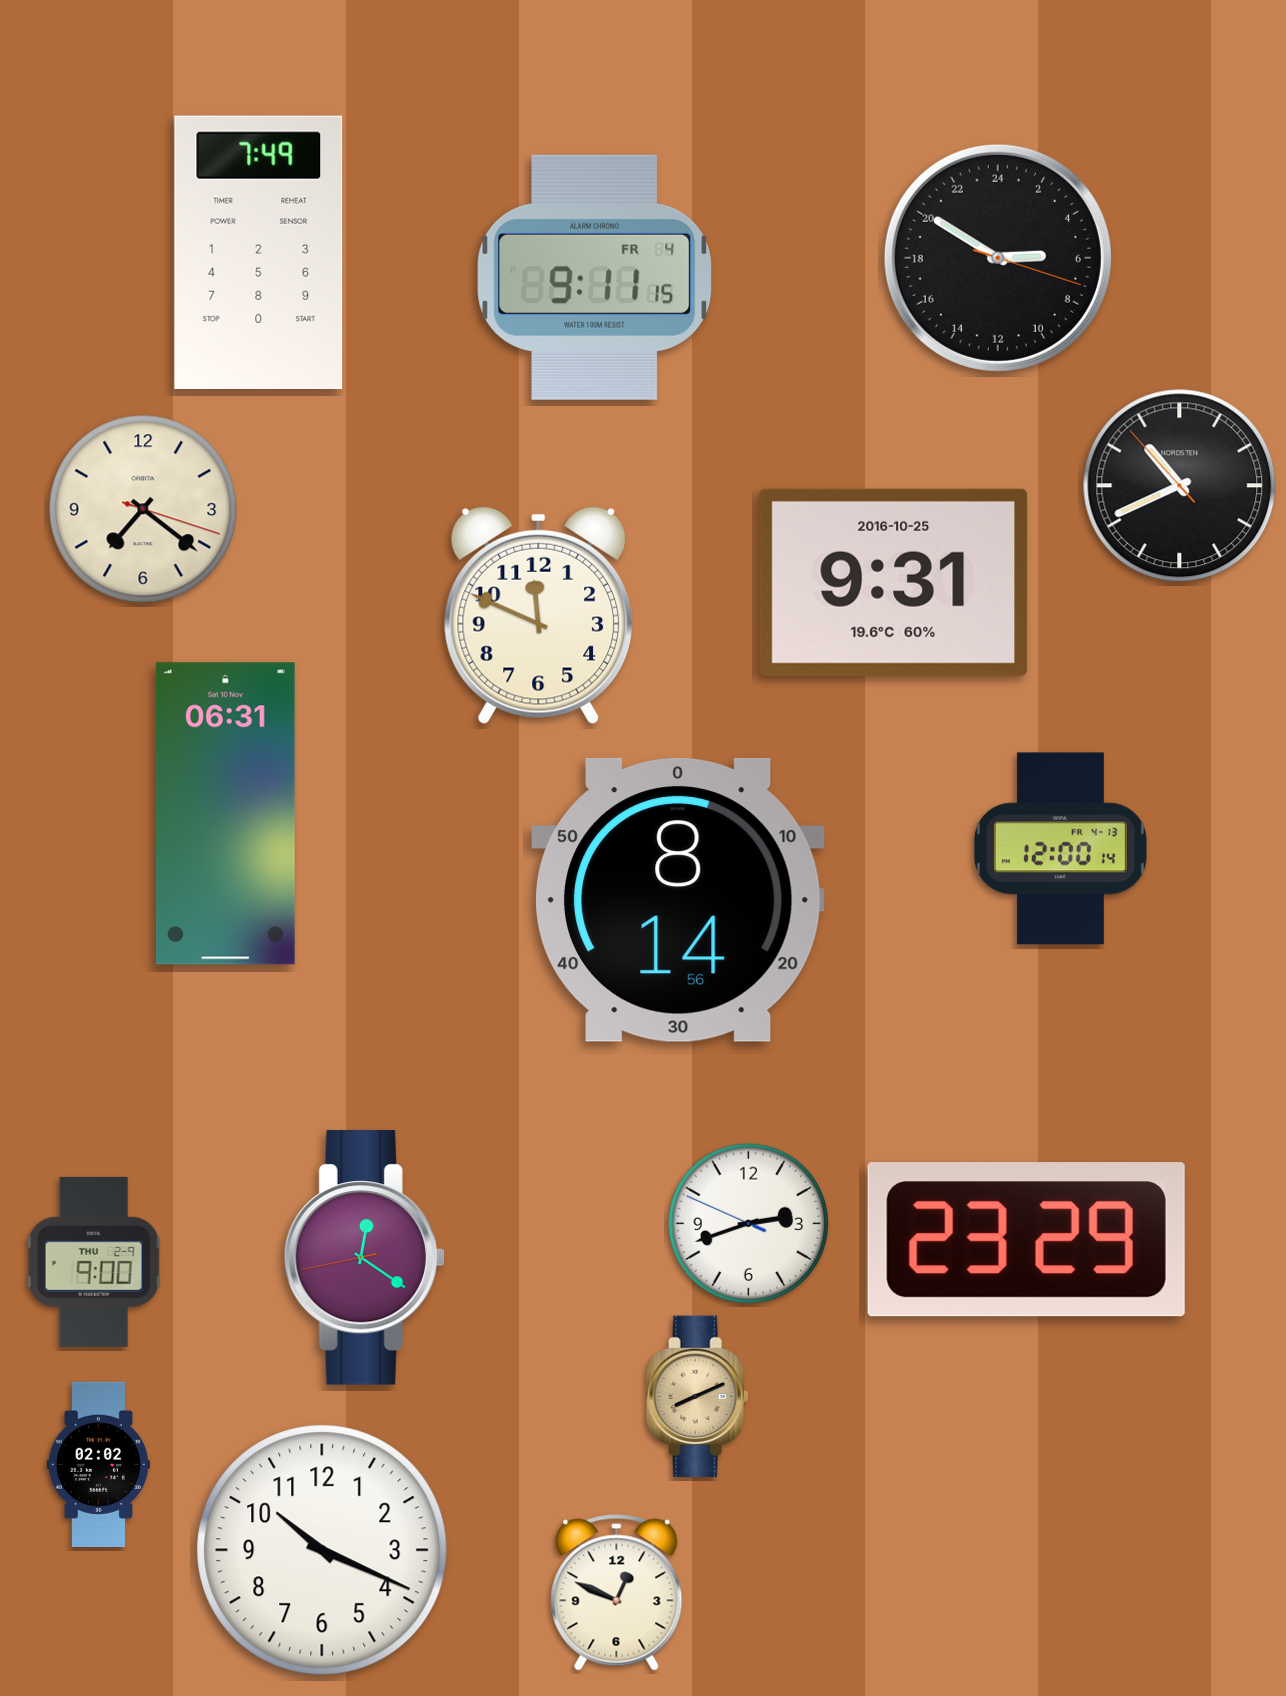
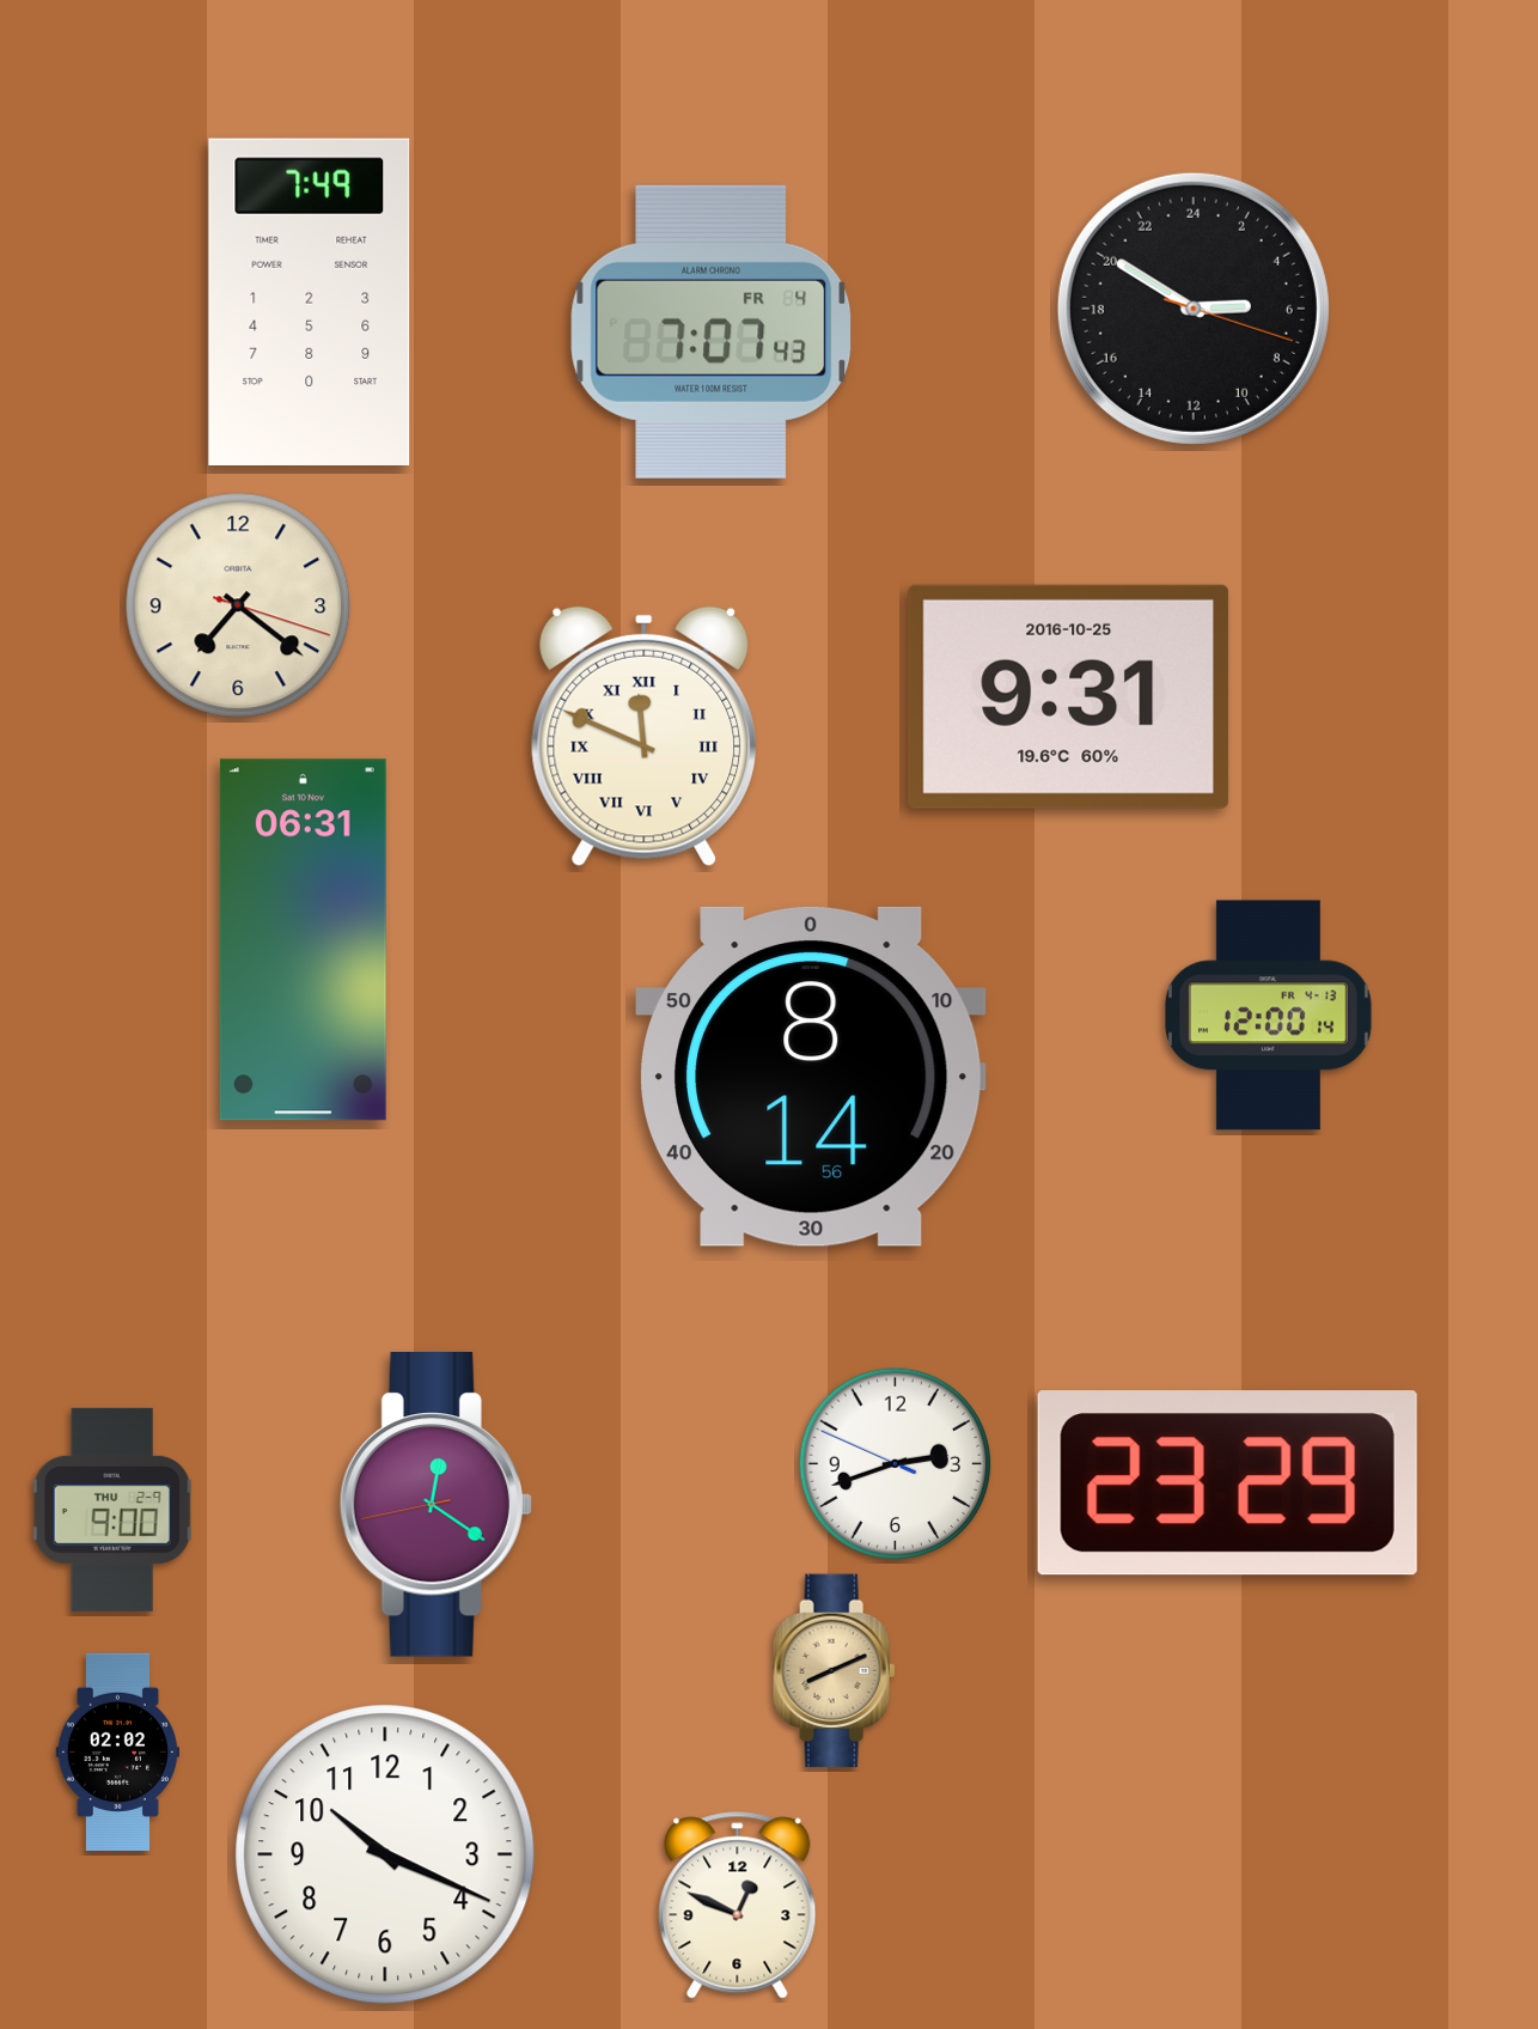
clock at (595, 277): 9:11 -> 7:07
clock at (1180, 486): 10:40 -> none
clock at (143, 509) position: (143, 509) -> (238, 605)
clock at (539, 616) numerals: Arabic -> Roman
clock at (225, 814) position: (225, 814) -> (303, 940)
